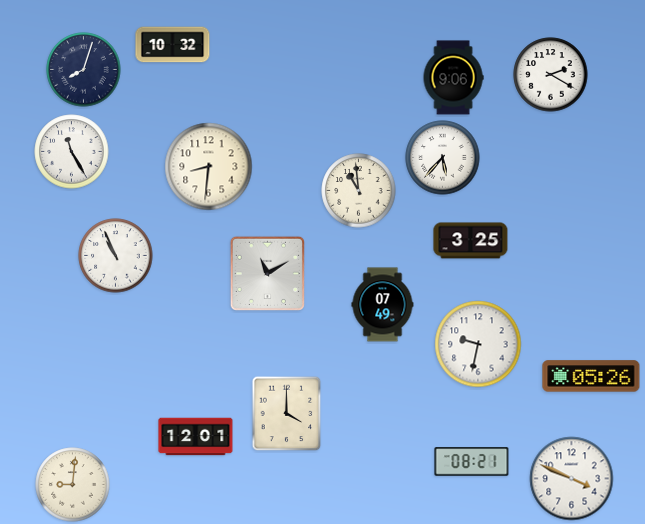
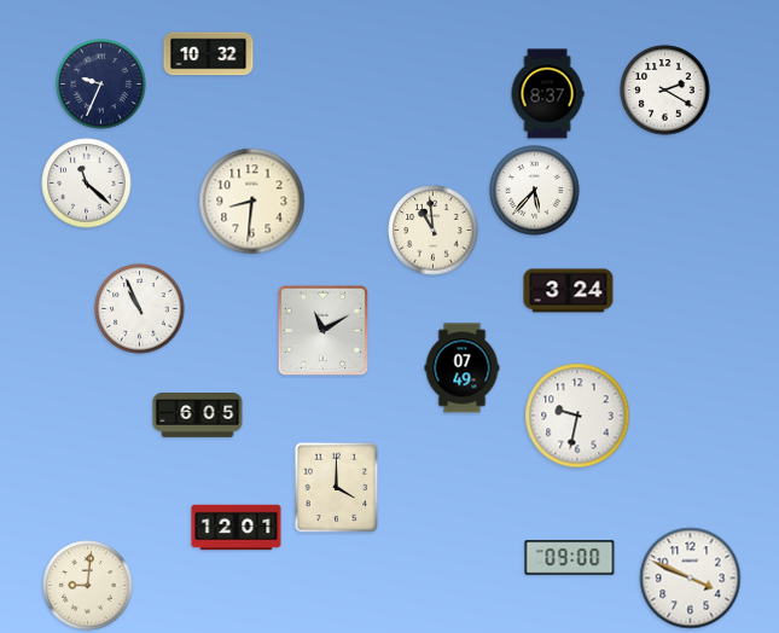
clock at (84, 70): 8:03 -> 9:34
clock at (453, 78): 9:06 -> 8:37
clock at (72, 152): 11:25 -> 11:22
clock at (471, 241): 3:25 -> 3:24
clock at (198, 416): none -> 6:05
clock at (591, 376): 05:26 -> none
clock at (287, 414) position: (287, 414) -> (337, 488)
clock at (472, 462): 08:21 -> 09:00
